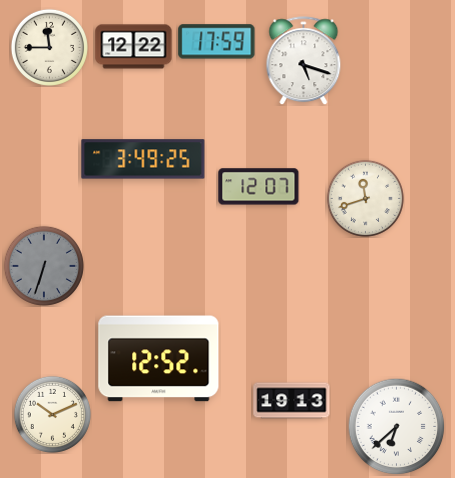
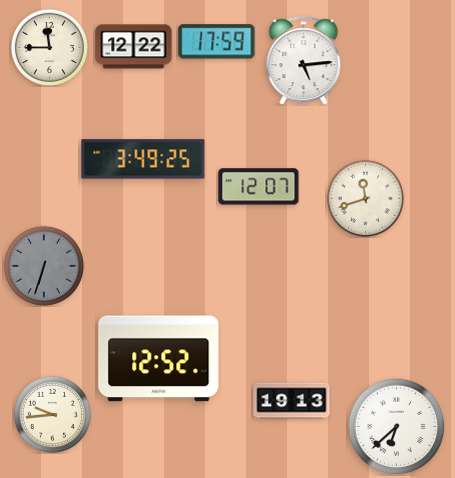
clock at (304, 61): 5:18 -> 5:14
clock at (52, 414): 10:11 -> 9:44
